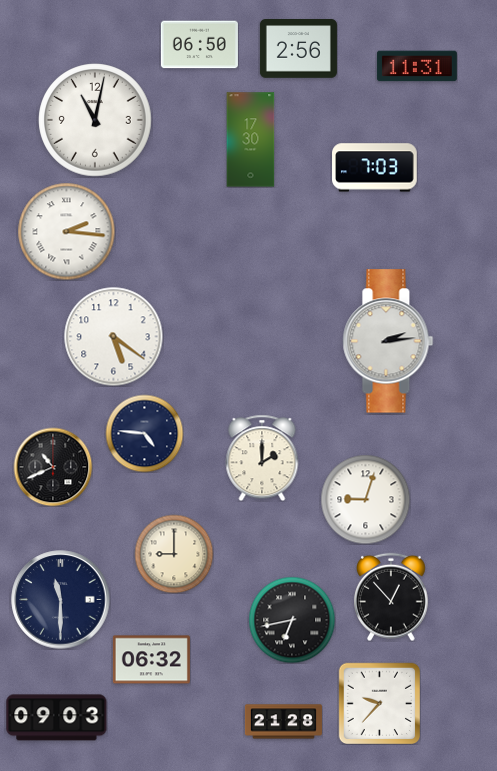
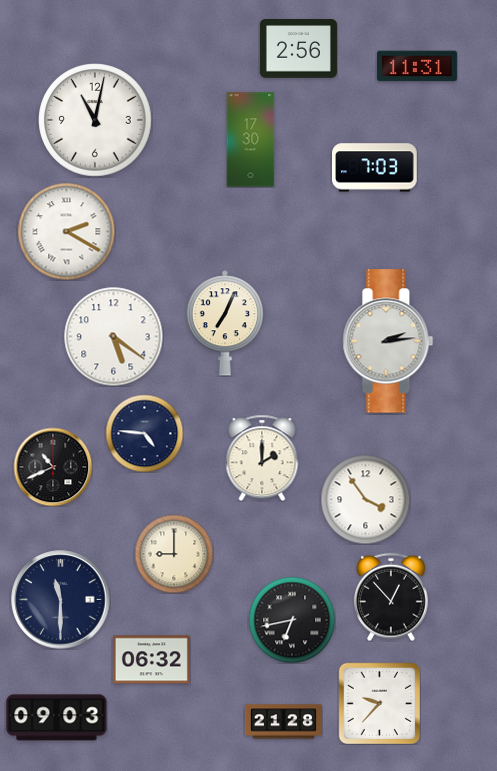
clock at (199, 45): 06:50 -> none
clock at (66, 231): 2:16 -> 2:20
clock at (225, 323): none -> 7:04
clock at (365, 499): 9:03 -> 3:54
